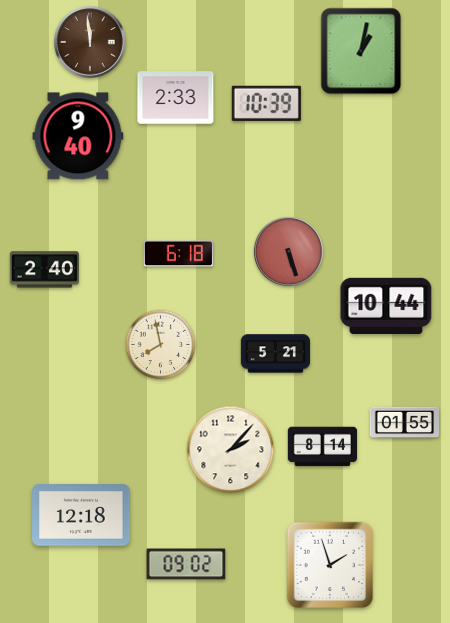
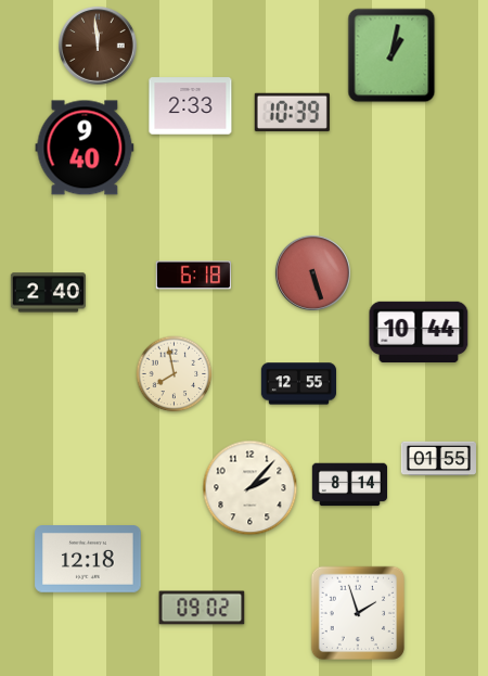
clock at (266, 103) position: (266, 103) -> (292, 112)
clock at (275, 354): 5:21 -> 12:55
clock at (186, 564) position: (186, 564) -> (202, 608)
